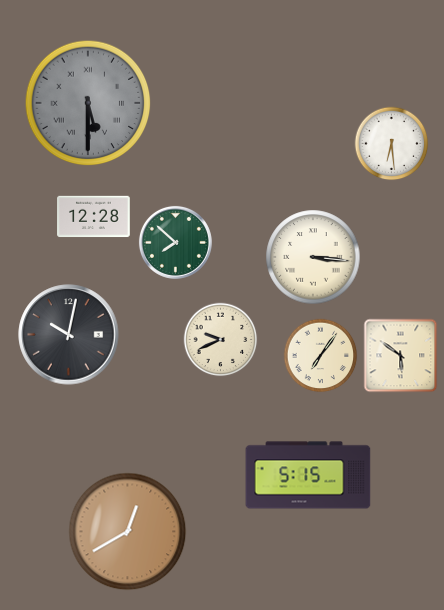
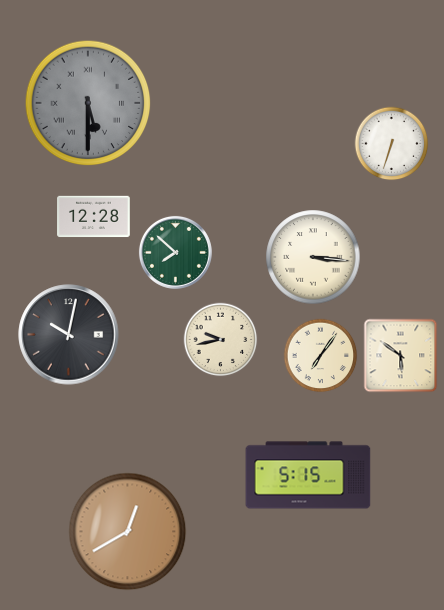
clock at (392, 144): 6:29 -> 6:33
clock at (175, 242) position: (175, 242) -> (175, 252)
clock at (221, 340): 9:41 -> 9:43
